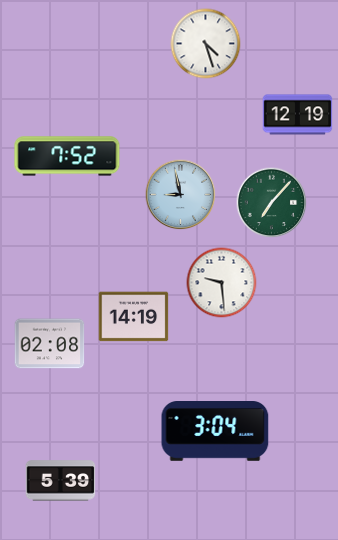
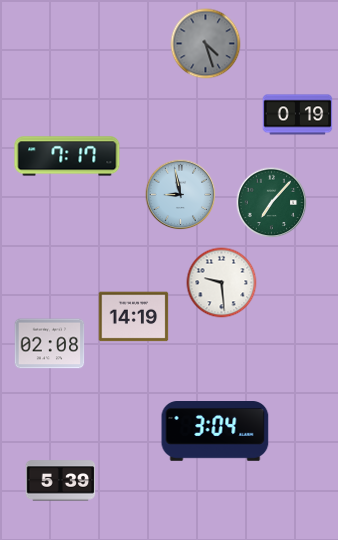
clock at (206, 44) dial: white -> grey
clock at (298, 115): 12:19 -> 0:19
clock at (67, 156): 7:52 -> 7:17
